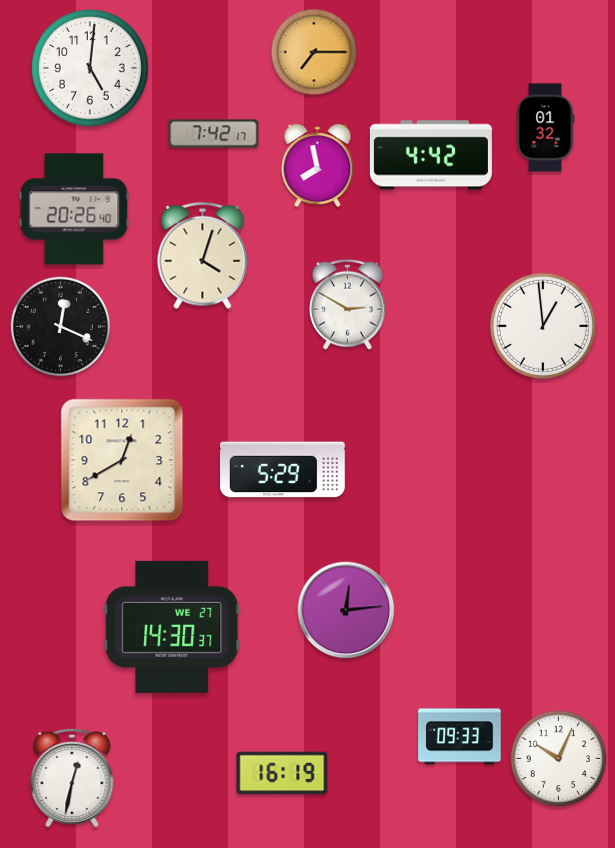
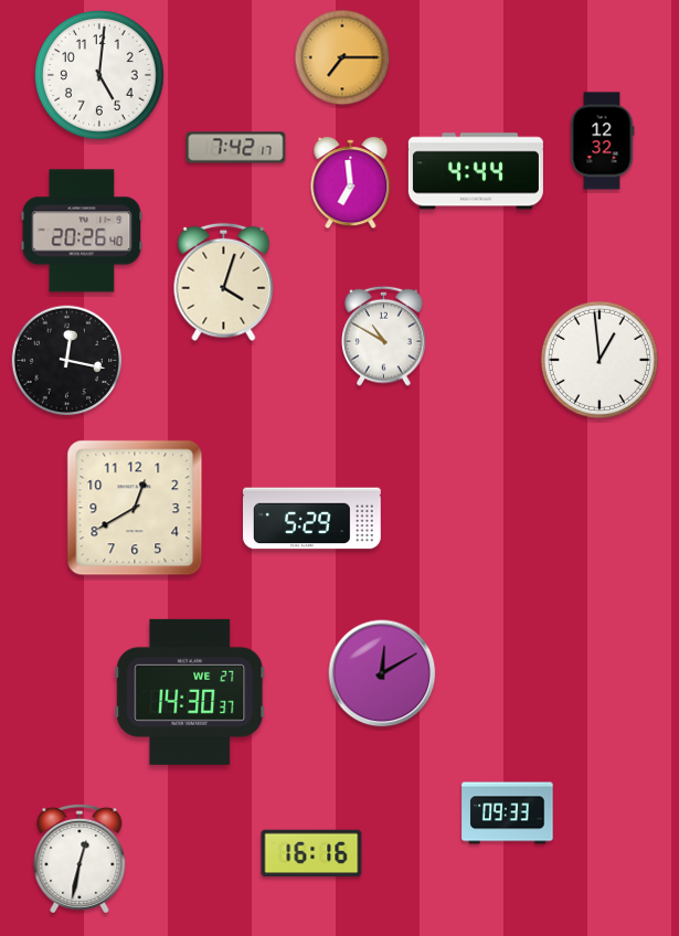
clock at (314, 52) position: (314, 52) -> (342, 57)
clock at (545, 128): 01:32 -> 12:32
clock at (431, 155): 4:42 -> 4:44
clock at (318, 166): 7:58 -> 6:59
clock at (348, 304): 2:50 -> 10:50
clock at (61, 327): 12:19 -> 12:17
clock at (346, 610): 12:14 -> 12:10
clock at (559, 759): 10:04 -> none
clock at (282, 773): 16:19 -> 16:16
